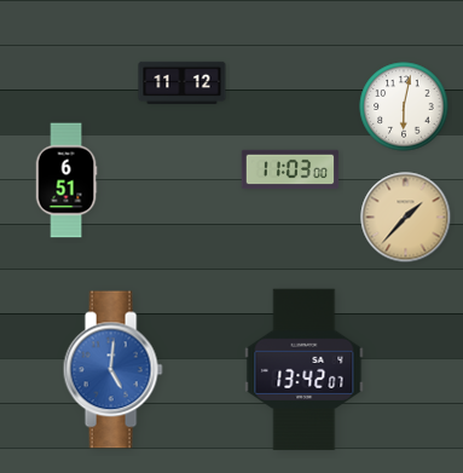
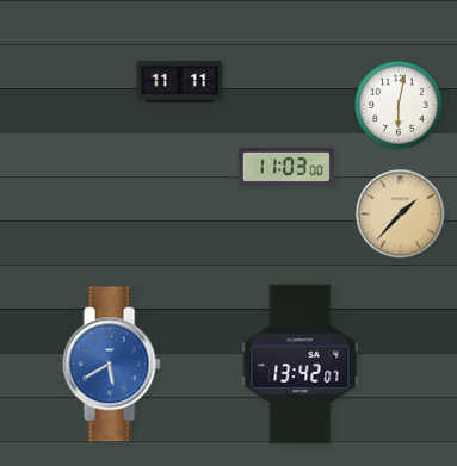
clock at (183, 82): 11:12 -> 11:11
clock at (66, 180): 6:51 -> none
clock at (112, 370): 5:01 -> 5:40
